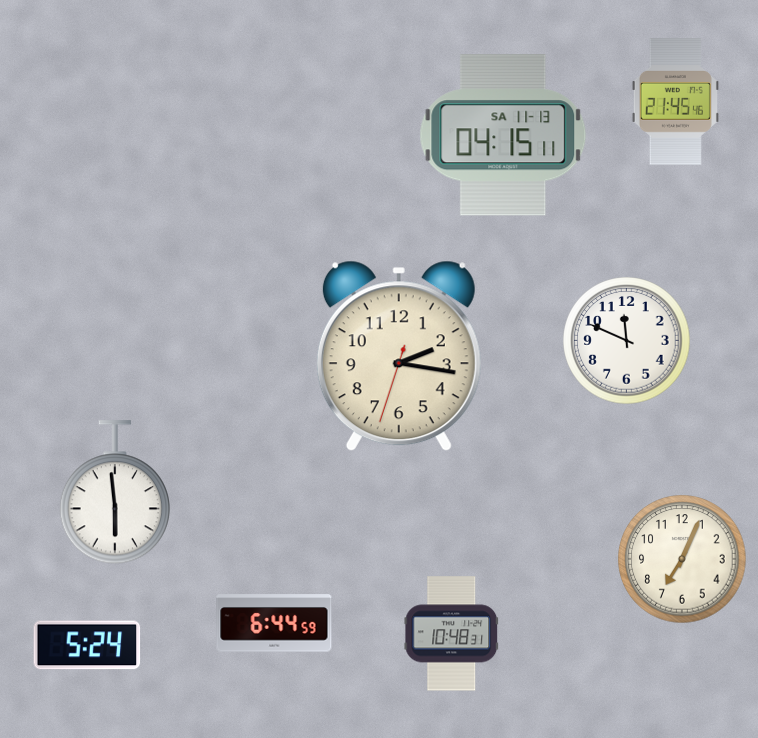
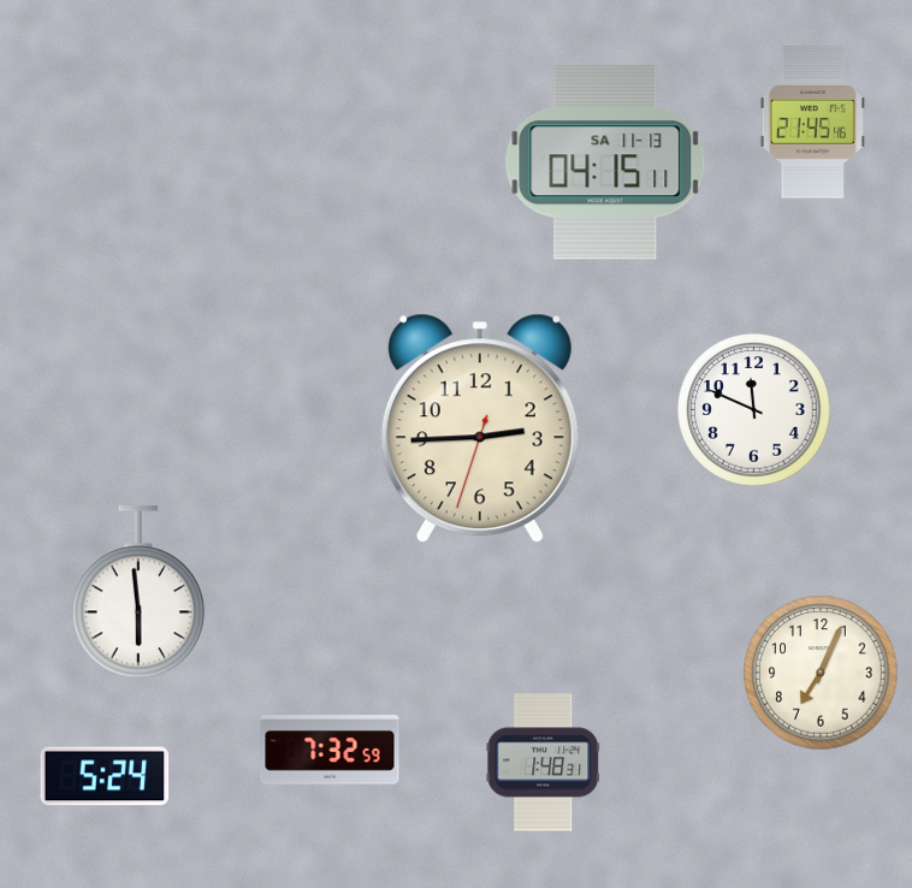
clock at (399, 356): 2:16 -> 2:44
clock at (274, 623): 6:44 -> 7:32
clock at (452, 634): 10:48 -> 1:48
